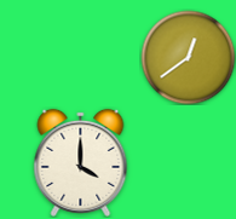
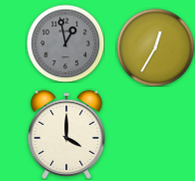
clock at (65, 43): none -> 12:58
clock at (188, 57): 12:39 -> 12:35
